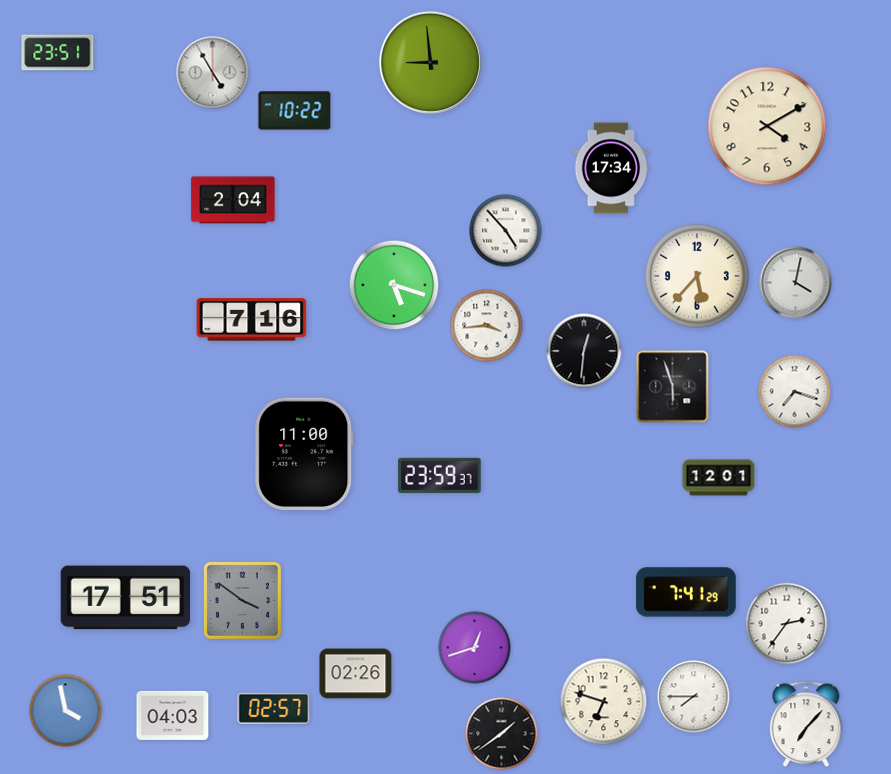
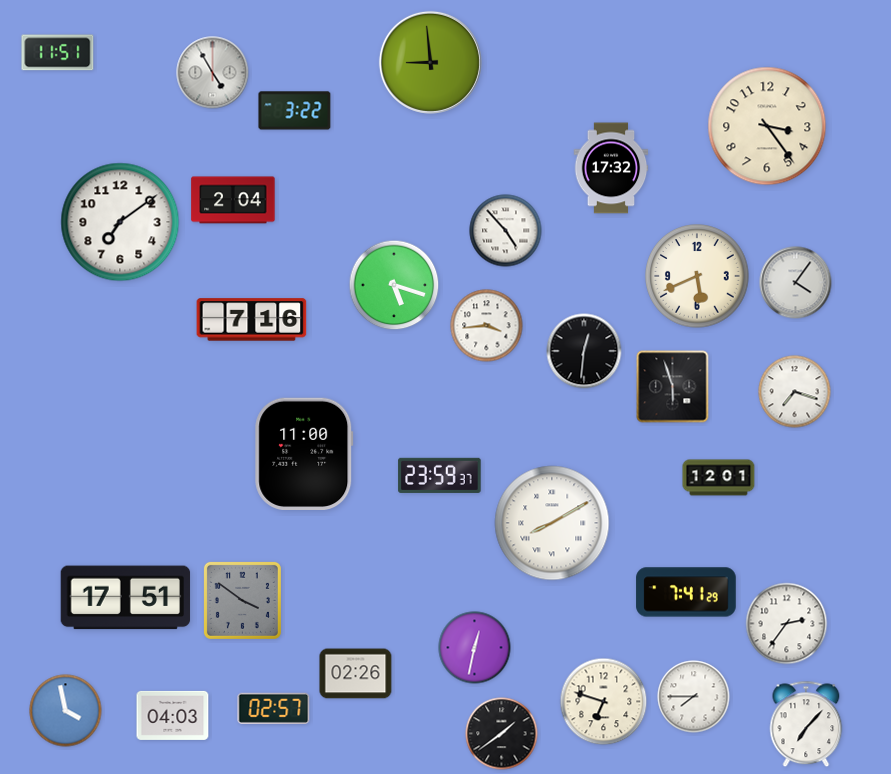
clock at (58, 53): 23:51 -> 11:51
clock at (295, 111): 10:22 -> 3:22
clock at (767, 126): 4:10 -> 3:24
clock at (611, 168): 17:34 -> 17:32
clock at (120, 222): none -> 7:09
clock at (697, 276): 5:37 -> 5:41
clock at (796, 283): 4:02 -> 4:06
clock at (552, 523): none -> 8:10
clock at (475, 648): 12:42 -> 12:32
